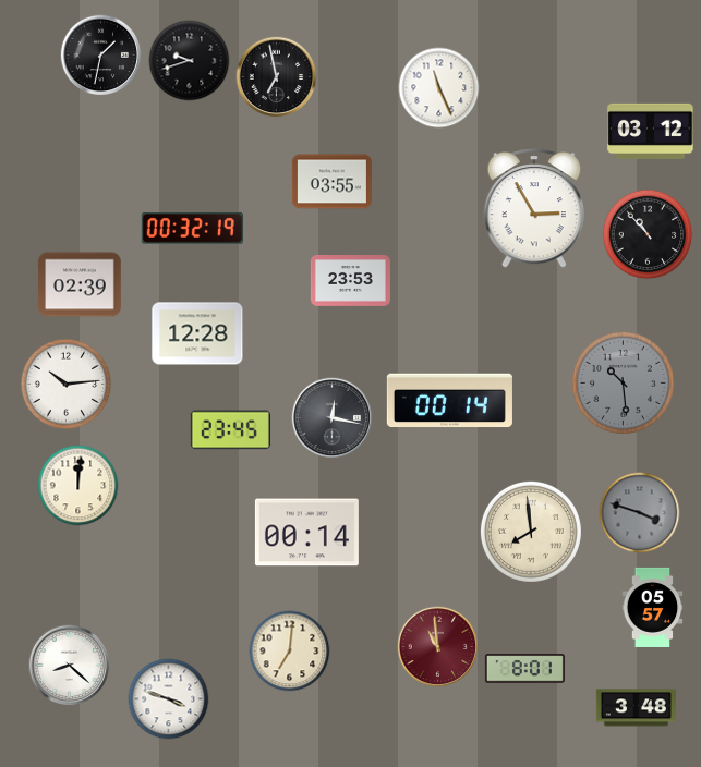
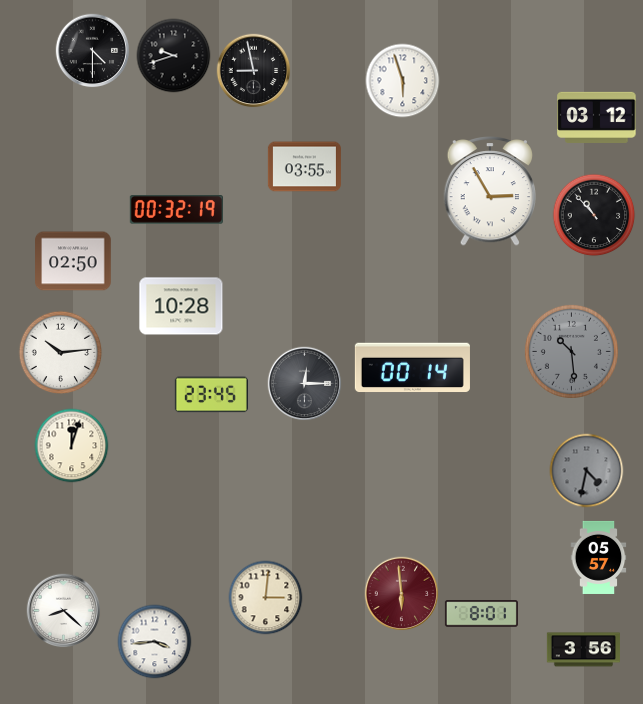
clock at (101, 56): 1:32 -> 4:30
clock at (277, 77): 6:58 -> 8:58
clock at (439, 88): 11:26 -> 5:57
clock at (651, 131) position: (651, 131) -> (597, 117)
clock at (350, 281): 23:53 -> none
clock at (81, 284): 02:39 -> 02:50
clock at (197, 333): 12:28 -> 10:28
clock at (333, 418): 12:17 -> 12:15
clock at (78, 486): 12:01 -> 12:03
clock at (640, 513): 3:48 -> 4:32
clock at (531, 532): 7:59 -> none
clock at (306, 533): 00:14 -> none
clock at (438, 647): 10:59 -> 5:59
clock at (290, 652): 7:01 -> 3:01
clock at (169, 699): 3:48 -> 3:44
clock at (636, 708): 3:48 -> 3:56
